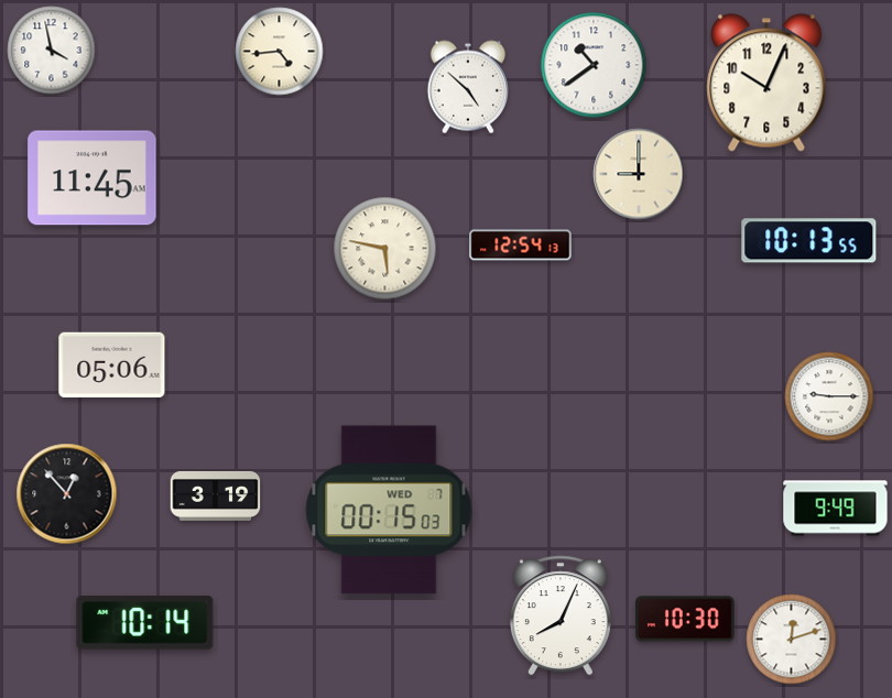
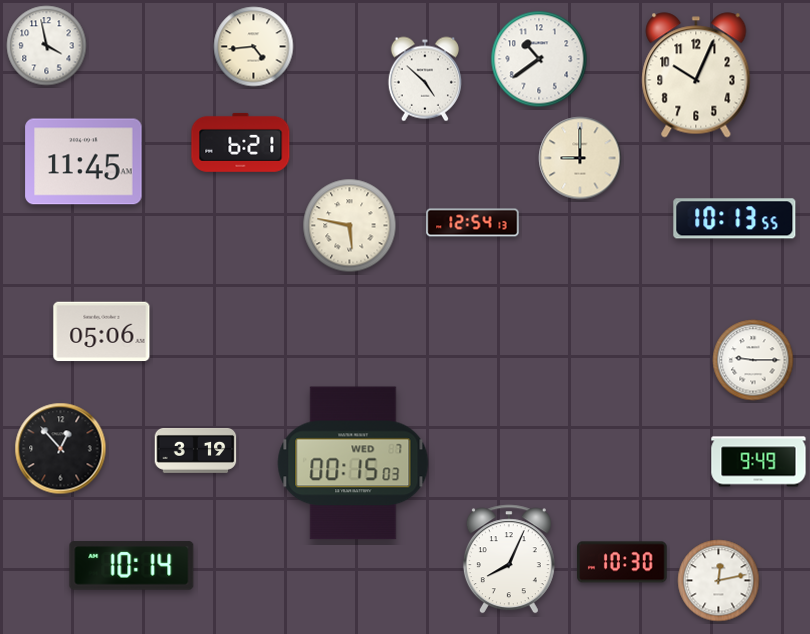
clock at (241, 142): none -> 6:21
clock at (792, 640): 12:12 -> 12:13
